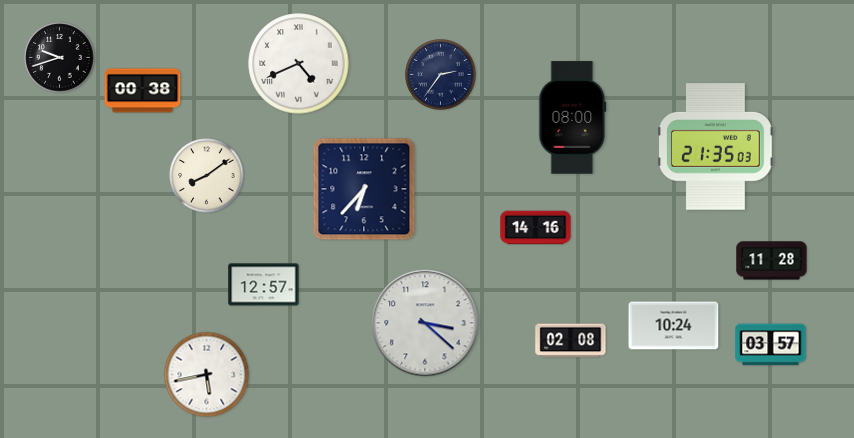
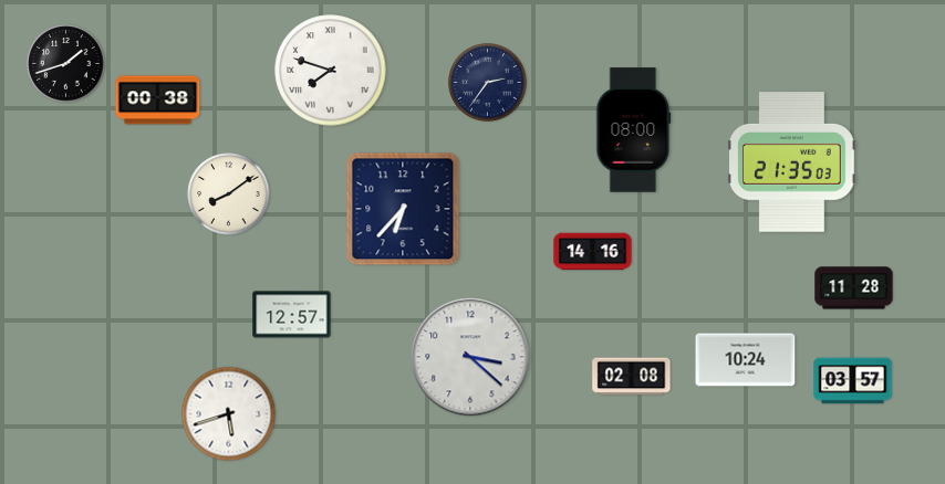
clock at (60, 58): 9:42 -> 1:42
clock at (299, 64): 4:41 -> 7:48
clock at (207, 375): 5:43 -> 5:42
